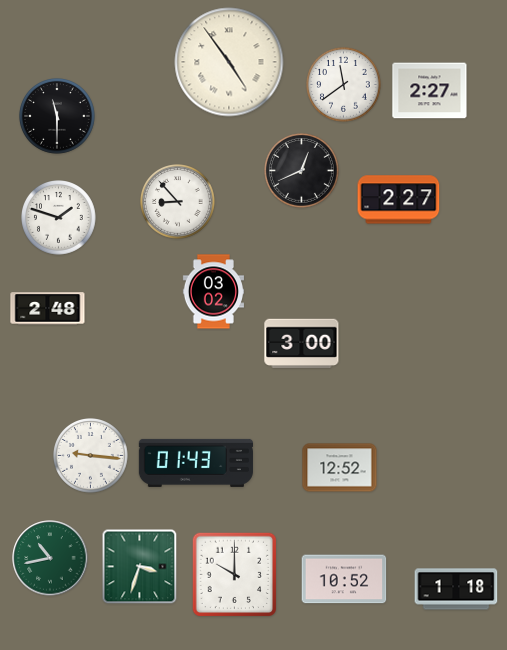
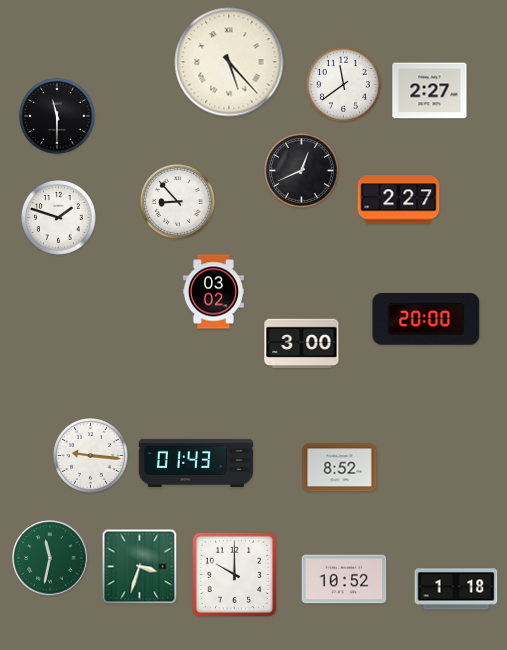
clock at (229, 62): 4:54 -> 5:23
clock at (48, 309): 2:48 -> none
clock at (426, 320): none -> 20:00
clock at (340, 468): 12:52 -> 8:52
clock at (50, 558): 10:43 -> 11:32
